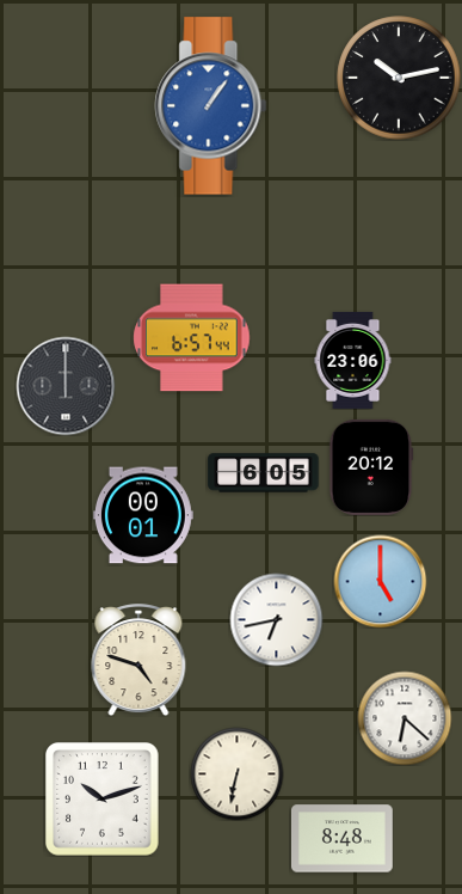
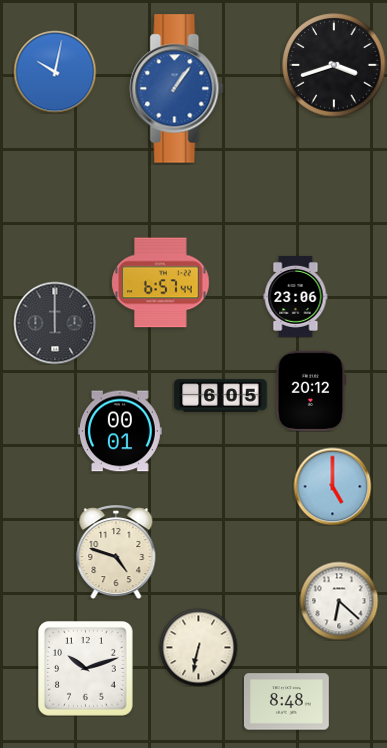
clock at (399, 78): 10:13 -> 3:42
clock at (55, 72): none -> 10:02
clock at (353, 360) position: (353, 360) -> (296, 296)
clock at (380, 581) position: (380, 581) -> (332, 486)
clock at (276, 619): 6:43 -> none
